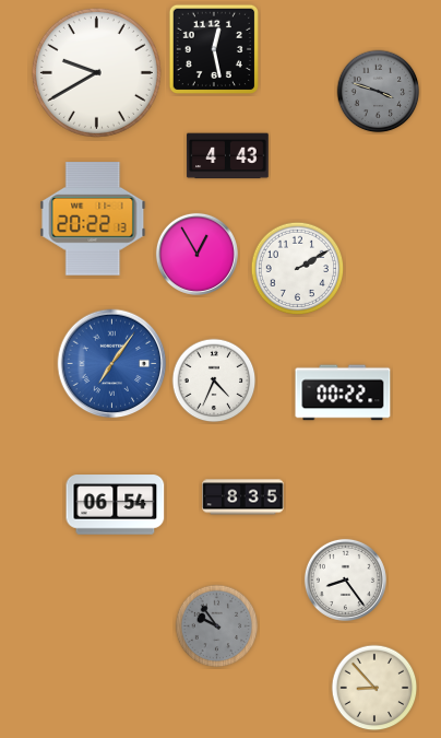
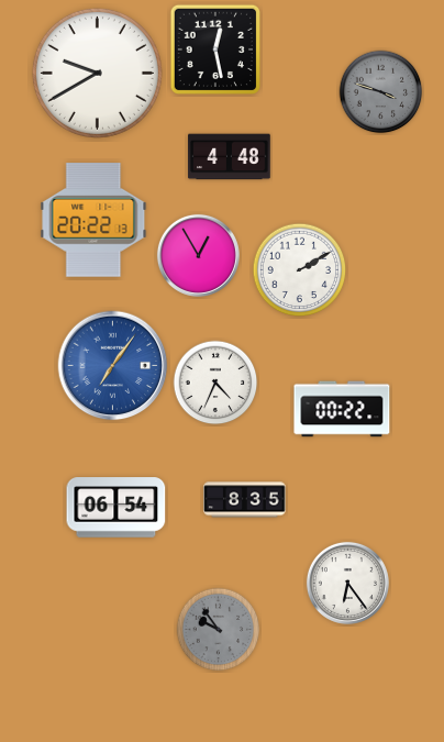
clock at (228, 156): 4:43 -> 4:48
clock at (343, 393) position: (343, 393) -> (342, 409)
clock at (345, 579): 8:24 -> 6:24
clock at (374, 688): 8:53 -> none
